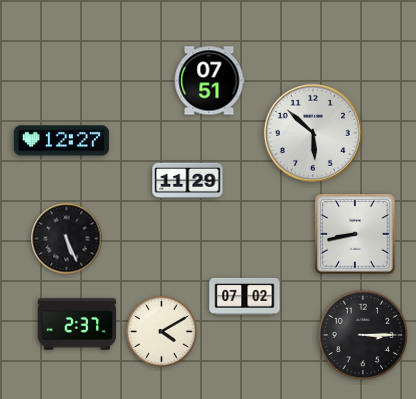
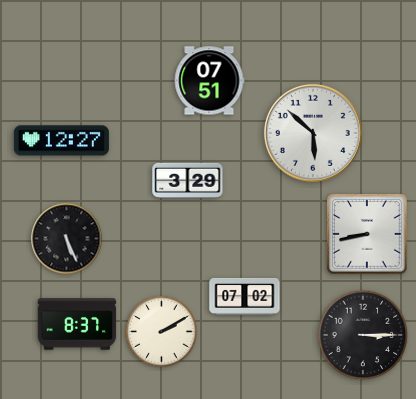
clock at (188, 180): 11:29 -> 3:29
clock at (355, 234) position: (355, 234) -> (367, 234)
clock at (77, 324): 2:37 -> 8:37
clock at (162, 332): 4:10 -> 2:10
